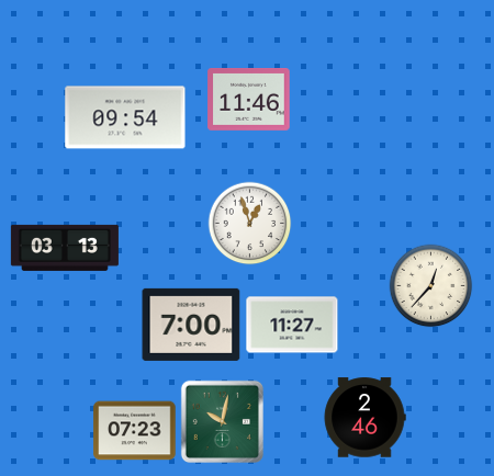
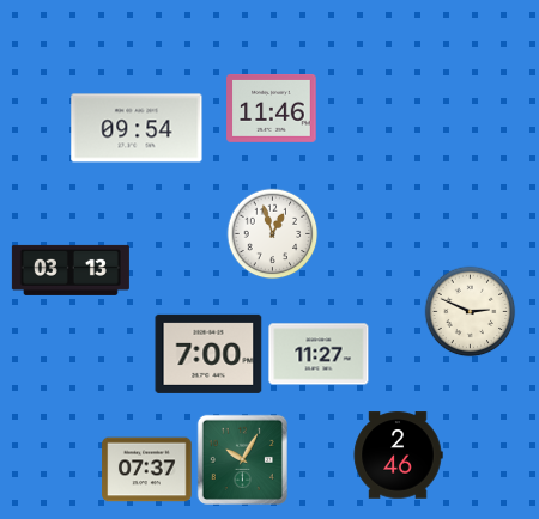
clock at (250, 224) position: (250, 224) -> (273, 234)
clock at (431, 286): 12:37 -> 2:49
clock at (222, 421): 10:02 -> 10:05
clock at (135, 431): 07:23 -> 07:37
